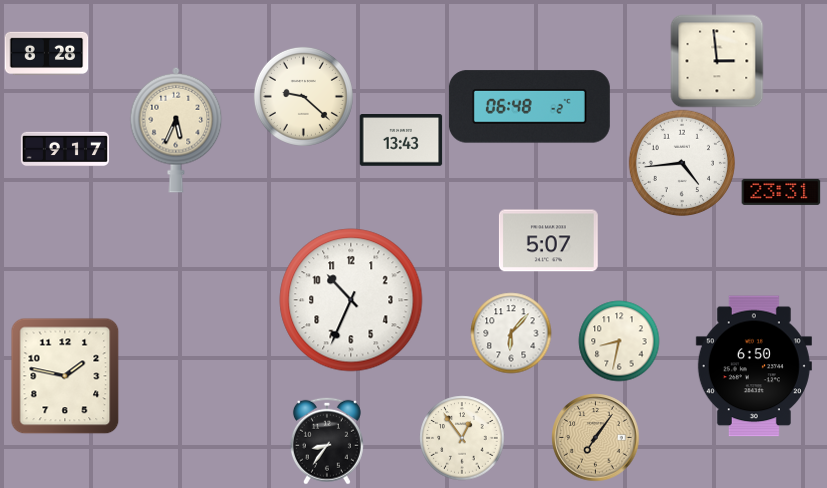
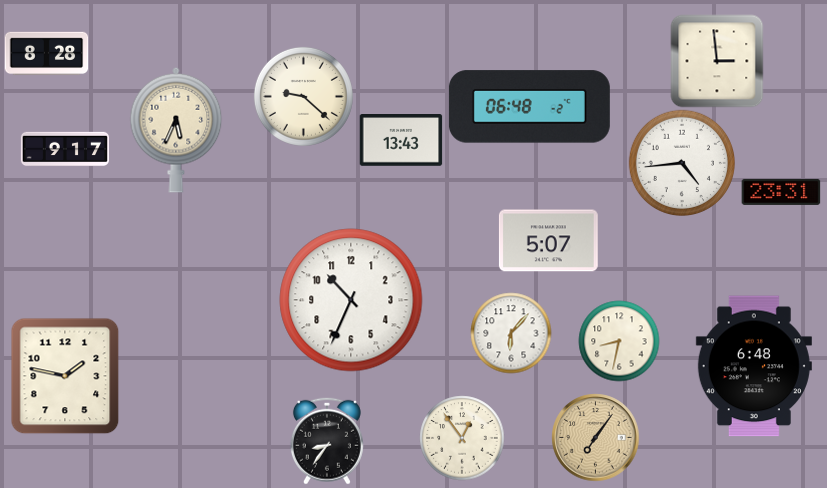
clock at (754, 366): 6:50 -> 6:48
